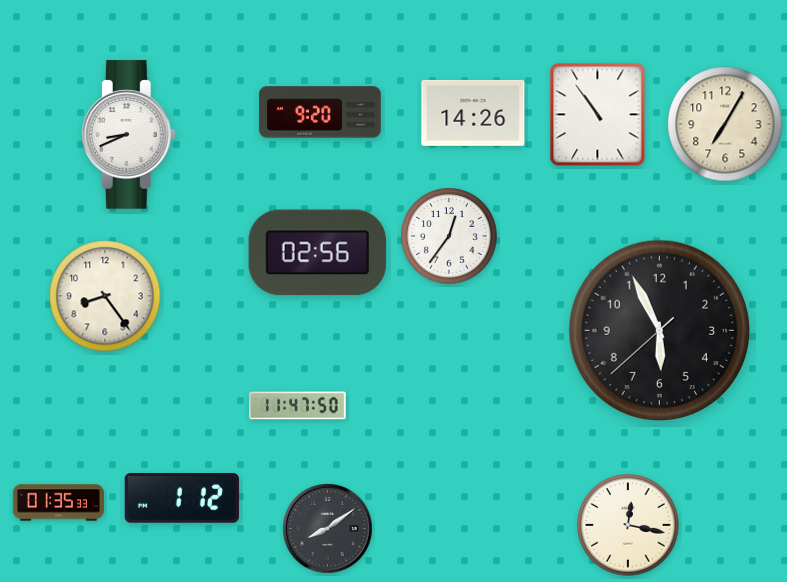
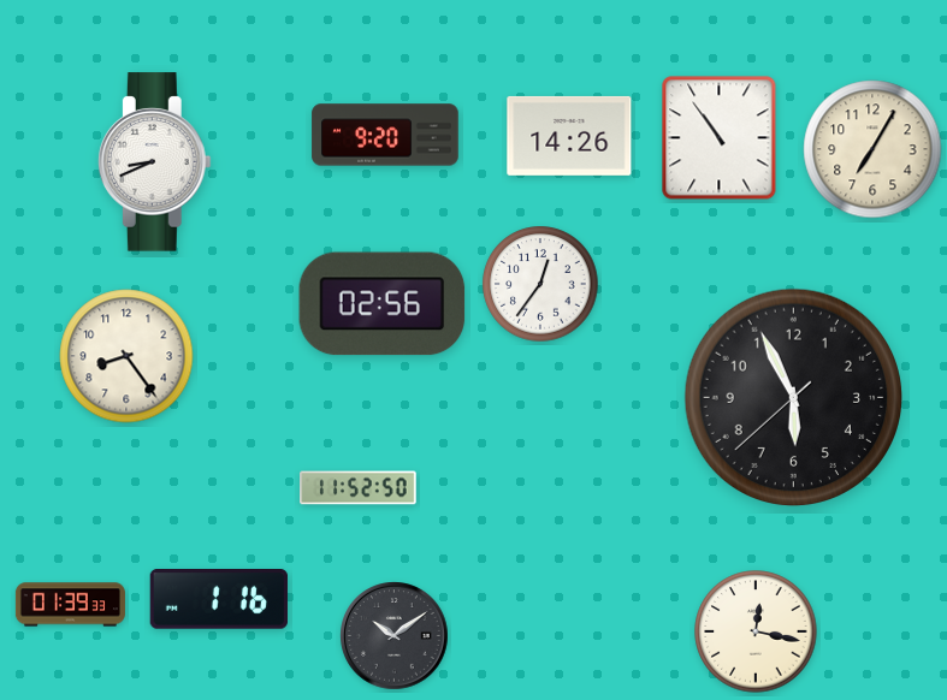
clock at (298, 406): 11:47 -> 11:52
clock at (182, 499): 1:12 -> 1:16
clock at (58, 503): 01:35 -> 01:39
clock at (328, 529): 8:09 -> 10:09
